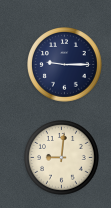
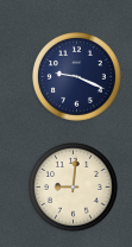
clock at (65, 65): 9:15 -> 9:19
